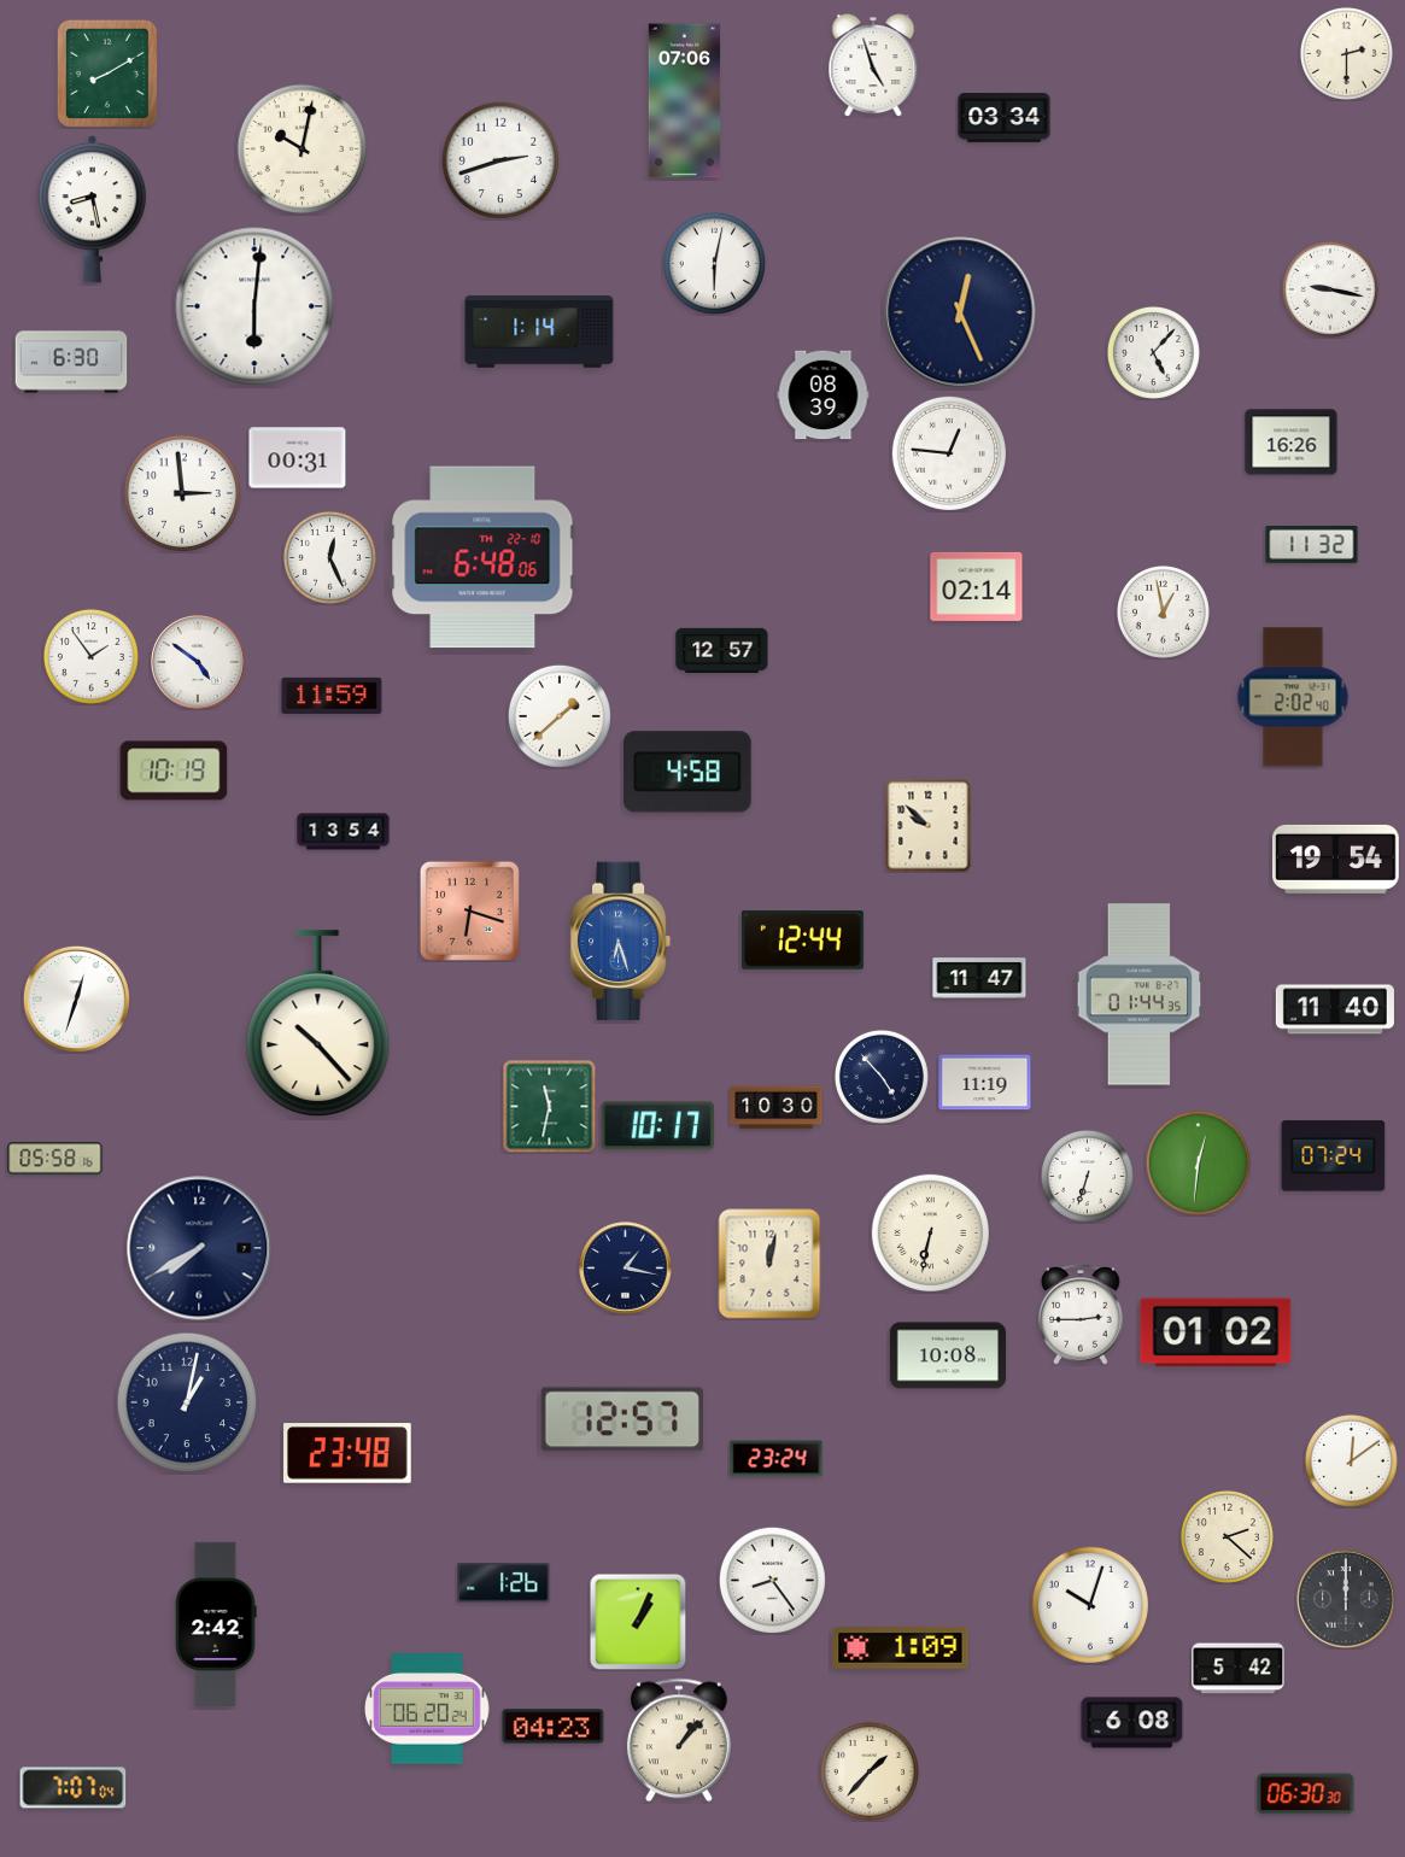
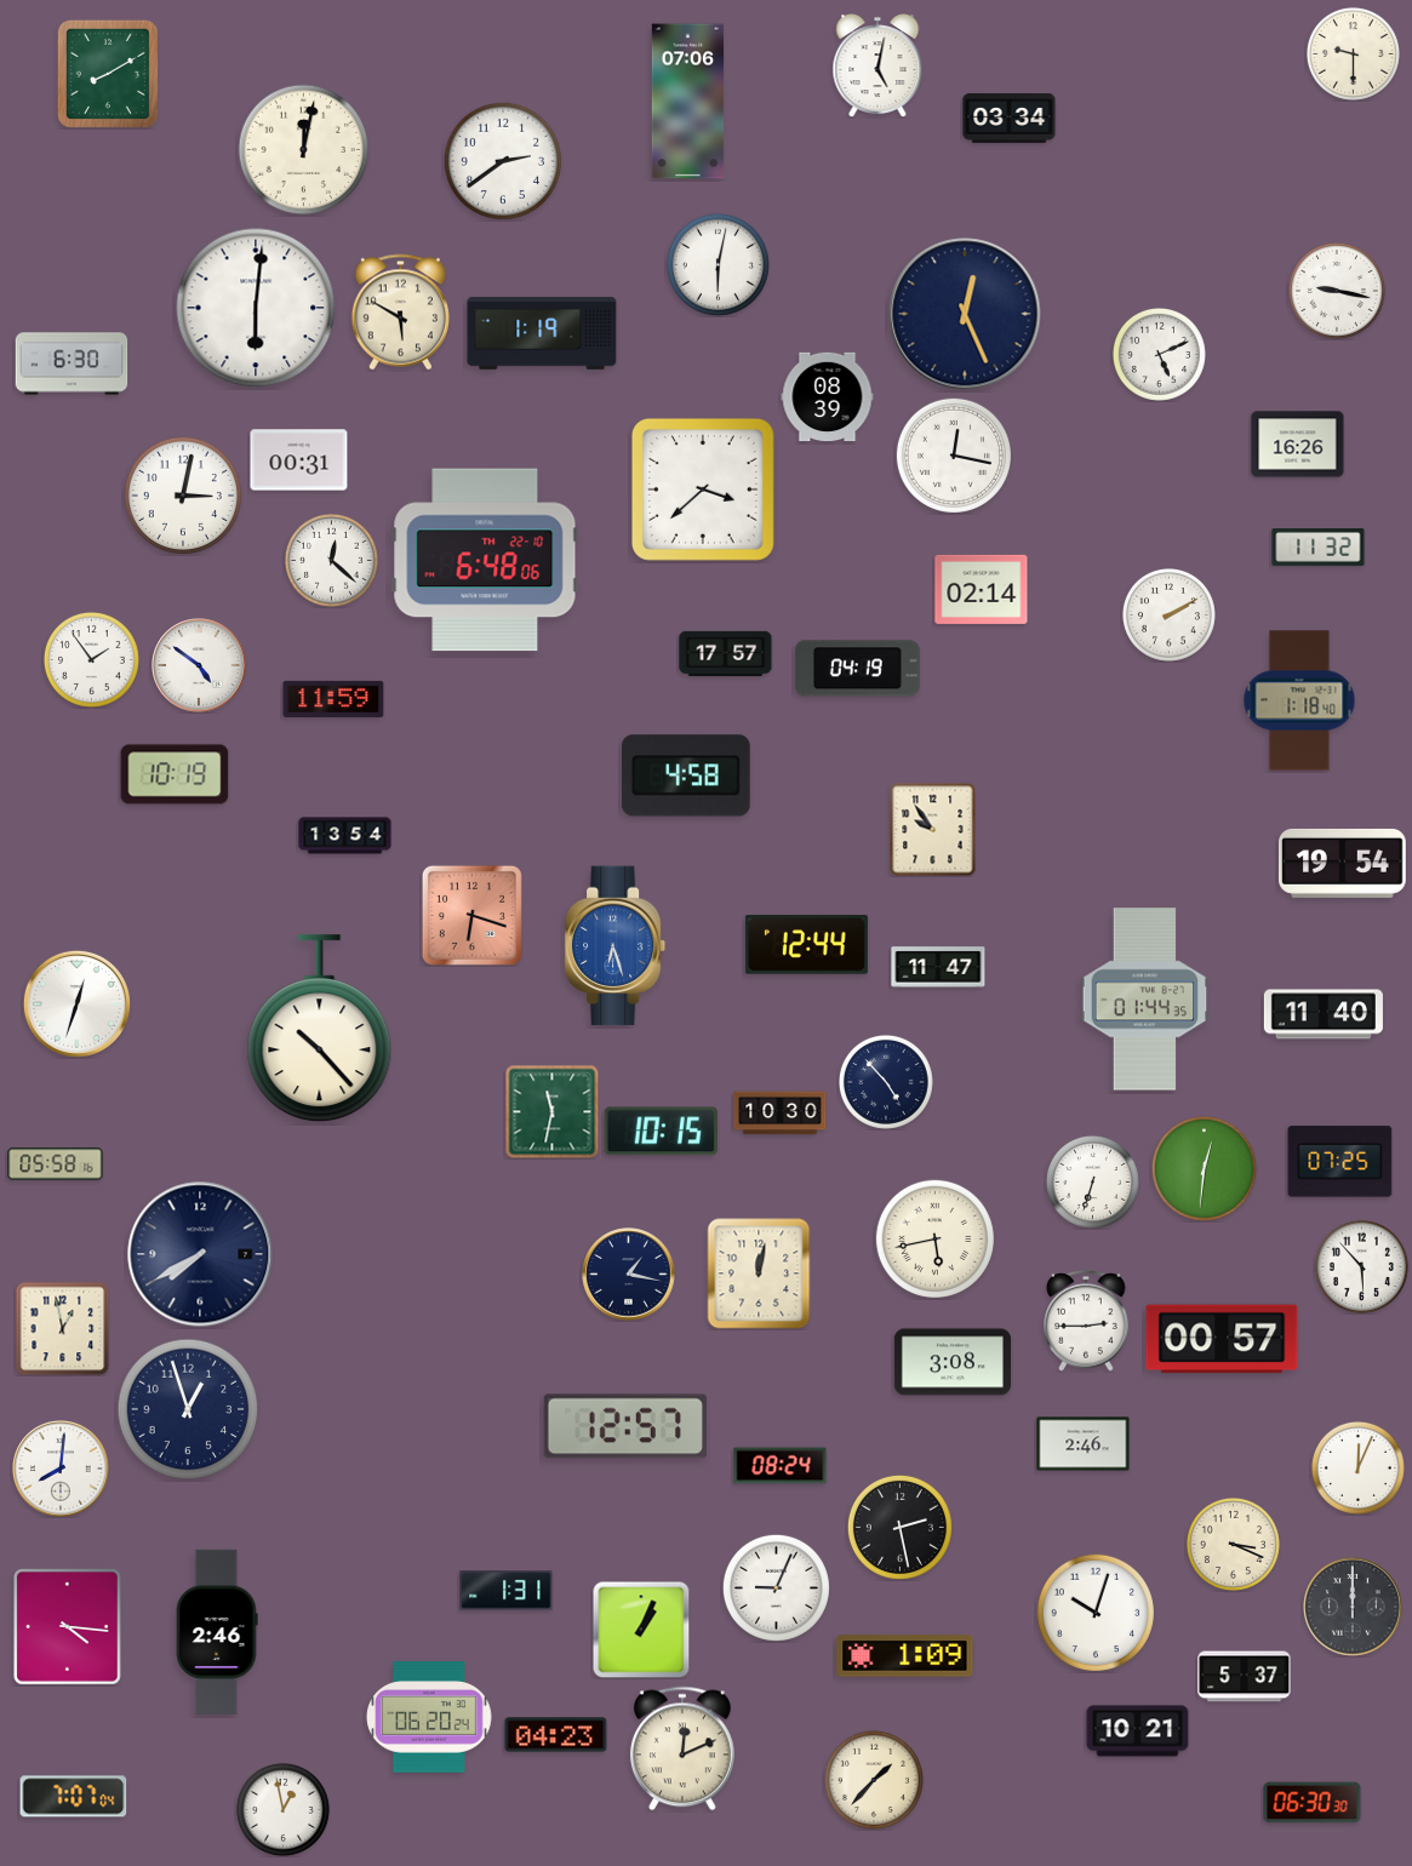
clock at (1346, 53): 2:30 -> 9:30
clock at (873, 65): 4:57 -> 5:02
clock at (303, 150): 10:02 -> 12:02
clock at (500, 160): 2:42 -> 2:39
clock at (92, 210): 8:28 -> none
clock at (400, 313): none -> 5:50
clock at (539, 333): 1:14 -> 1:19
clock at (1153, 352): 5:07 -> 5:11
clock at (949, 453): 12:46 -> 12:17
clock at (703, 490): none -> 3:38
clock at (182, 493): 2:59 -> 3:02
clock at (329, 557): 12:26 -> 12:22
clock at (1163, 611): 12:58 -> 2:10
clock at (722, 650): 12:57 -> 17:57
clock at (857, 669): none -> 04:19
clock at (1293, 697): 2:02 -> 1:18
clock at (560, 716): 1:38 -> none
clock at (689, 772) position: (689, 772) -> (687, 775)
clock at (929, 825): 9:52 -> 9:54
clock at (621, 942) position: (621, 942) -> (616, 946)
clock at (979, 978) position: (979, 978) -> (938, 967)
clock at (1335, 1009) position: (1335, 1009) -> (1324, 1014)
clock at (985, 1083): 11:19 -> none
clock at (657, 1126): 10:17 -> 10:15
clock at (1334, 1156): 07:24 -> 07:25
clock at (930, 1232): 6:32 -> 5:43
clock at (1361, 1266): none -> 5:53
clock at (769, 1264) position: (769, 1264) -> (759, 1273)
clock at (62, 1328): none -> 12:58
clock at (1216, 1332): 01:02 -> 00:57
clock at (947, 1355): 10:08 -> 3:08
clock at (187, 1402): 1:02 -> 12:57
clock at (1084, 1444): none -> 2:46
clock at (347, 1453): 23:48 -> none
clock at (777, 1459): 23:24 -> 08:24
clock at (1351, 1460): 12:09 -> 12:04
clock at (61, 1469): none -> 8:01
clock at (899, 1527): none -> 2:28
clock at (1227, 1536): 2:22 -> 3:19
clock at (772, 1580): 8:24 -> 9:04
clock at (504, 1583): 1:26 -> 1:31
clock at (68, 1627): none -> 4:16
clock at (216, 1624): 2:42 -> 2:46
clock at (1239, 1669): 5:42 -> 5:37
clock at (1132, 1723): 6:08 -> 10:21
clock at (679, 1740): 1:07 -> 12:11
clock at (282, 1809): none -> 12:58
